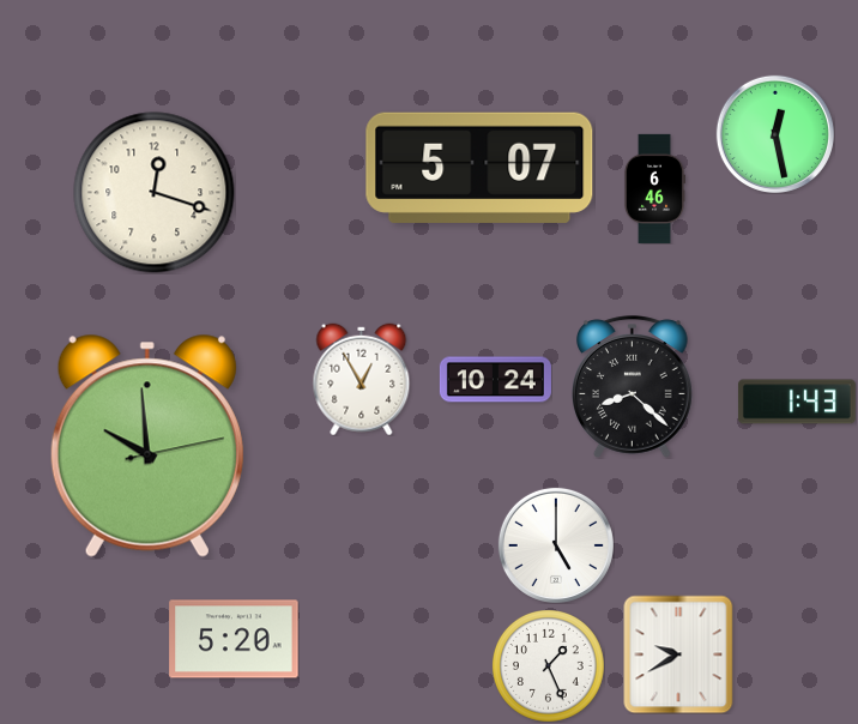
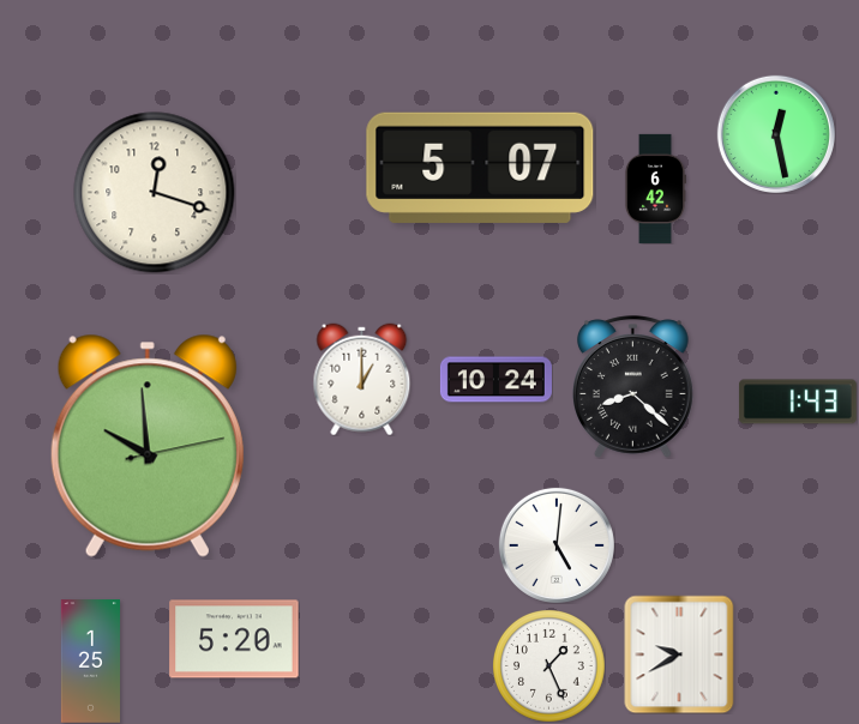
clock at (654, 188): 6:46 -> 6:42
clock at (362, 379): 12:55 -> 1:00
clock at (556, 545): 5:00 -> 5:01
clock at (90, 662): none -> 1:25
